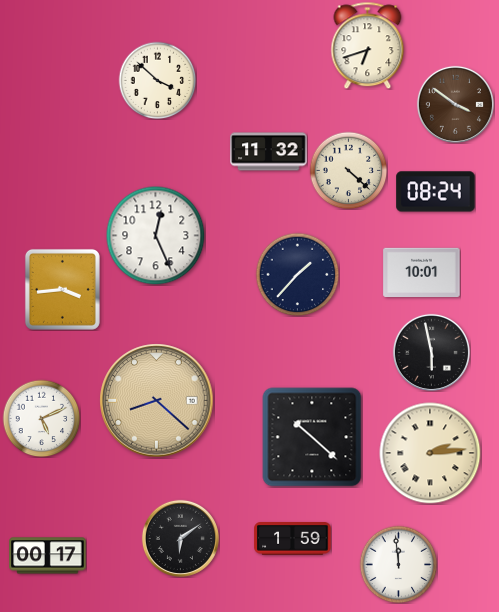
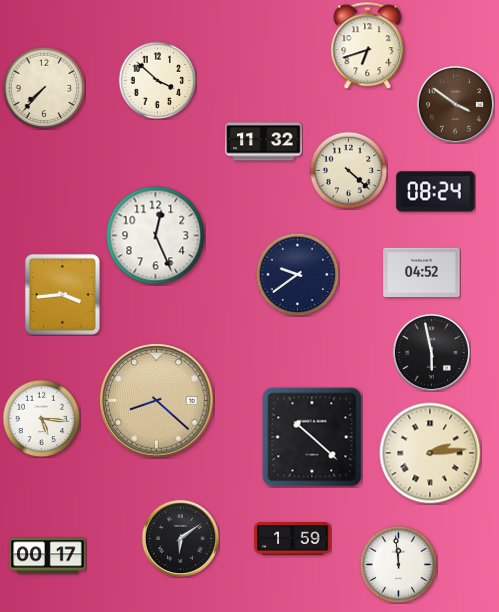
clock at (44, 88): none -> 7:37
clock at (269, 152) position: (269, 152) -> (264, 142)
clock at (422, 273): 10:01 -> 04:52
clock at (297, 274): 1:37 -> 9:39
clock at (62, 289) position: (62, 289) -> (62, 294)
clock at (41, 418): 5:11 -> 5:16
